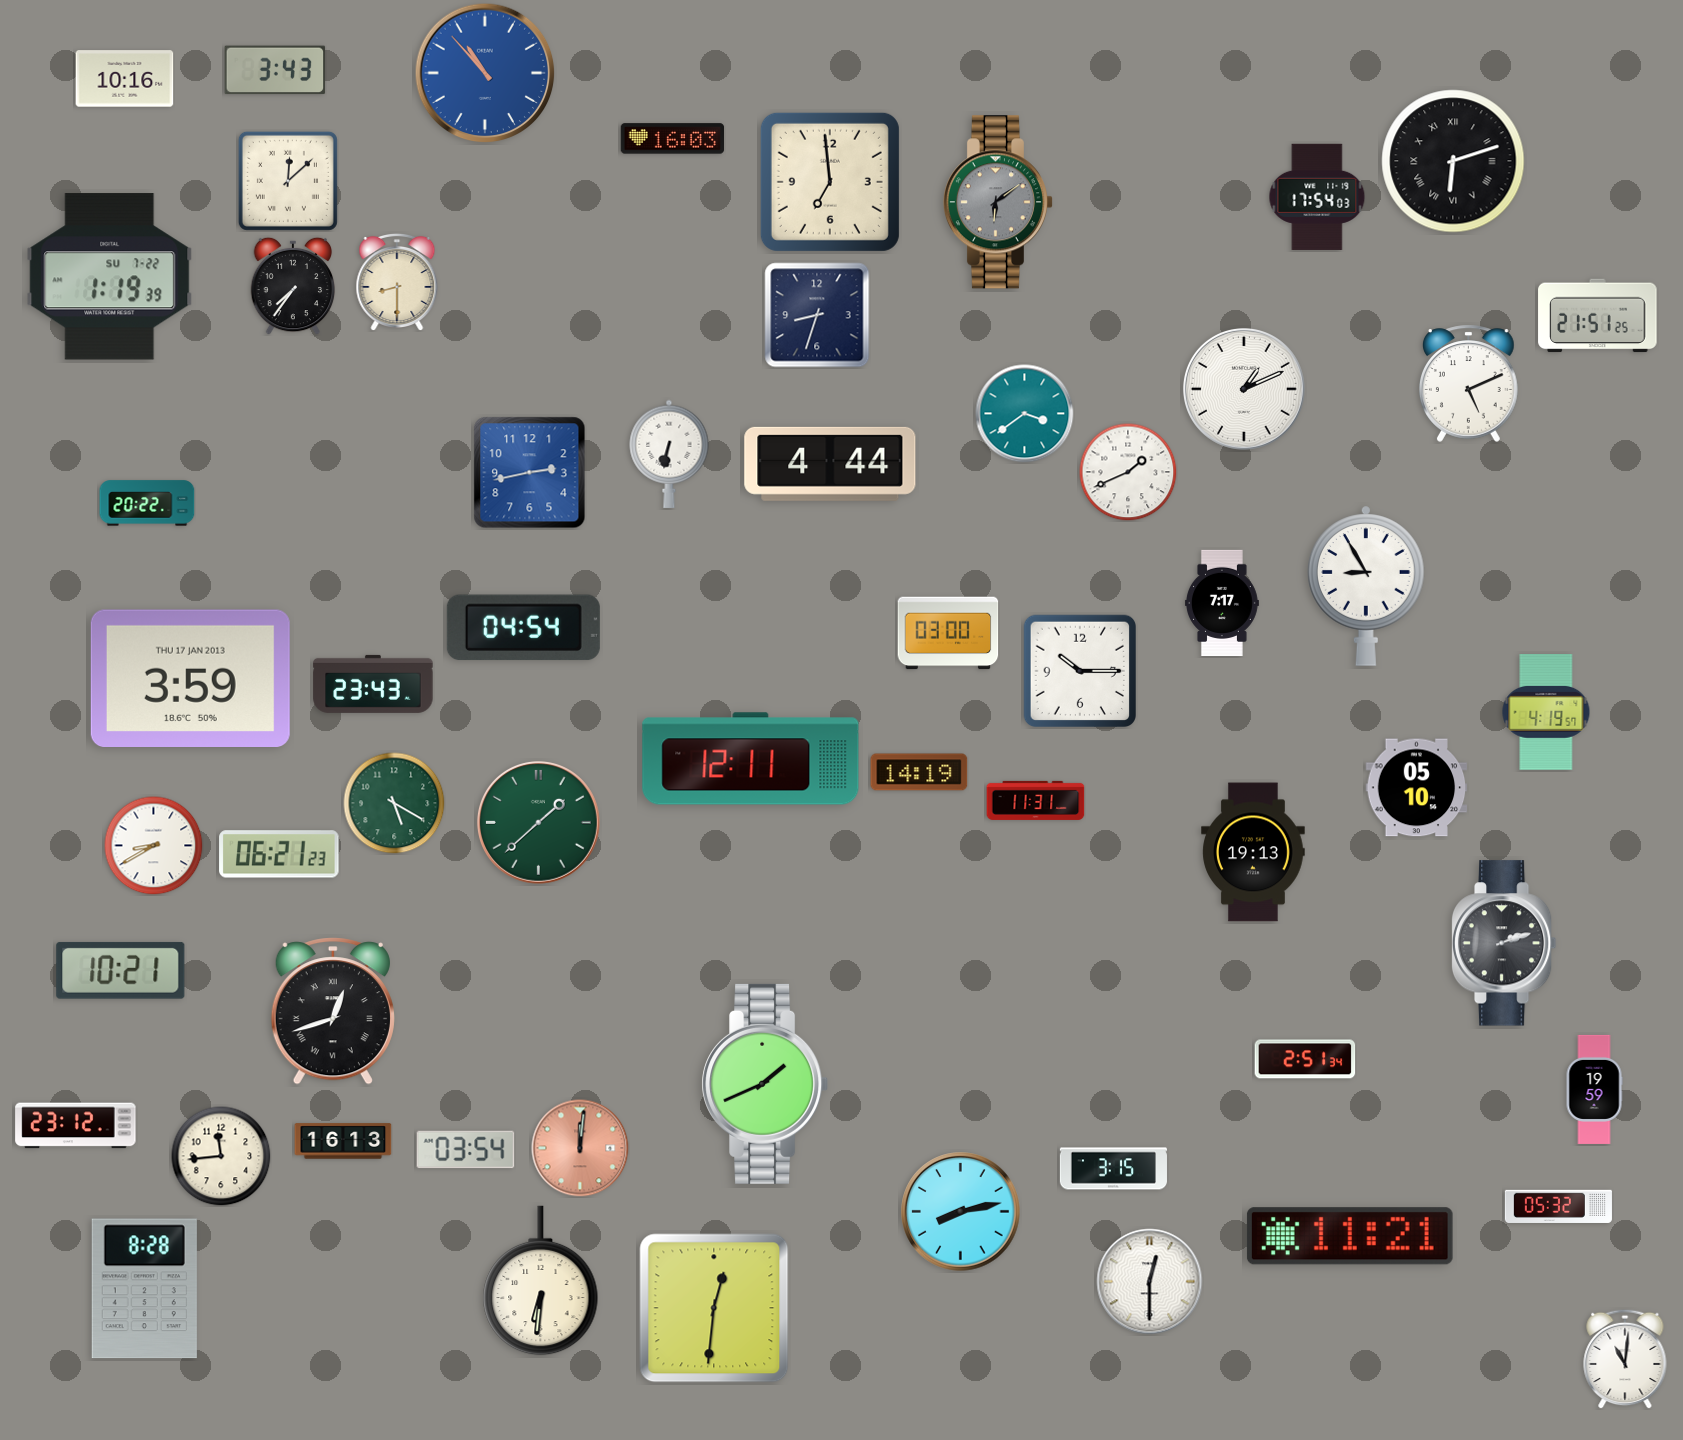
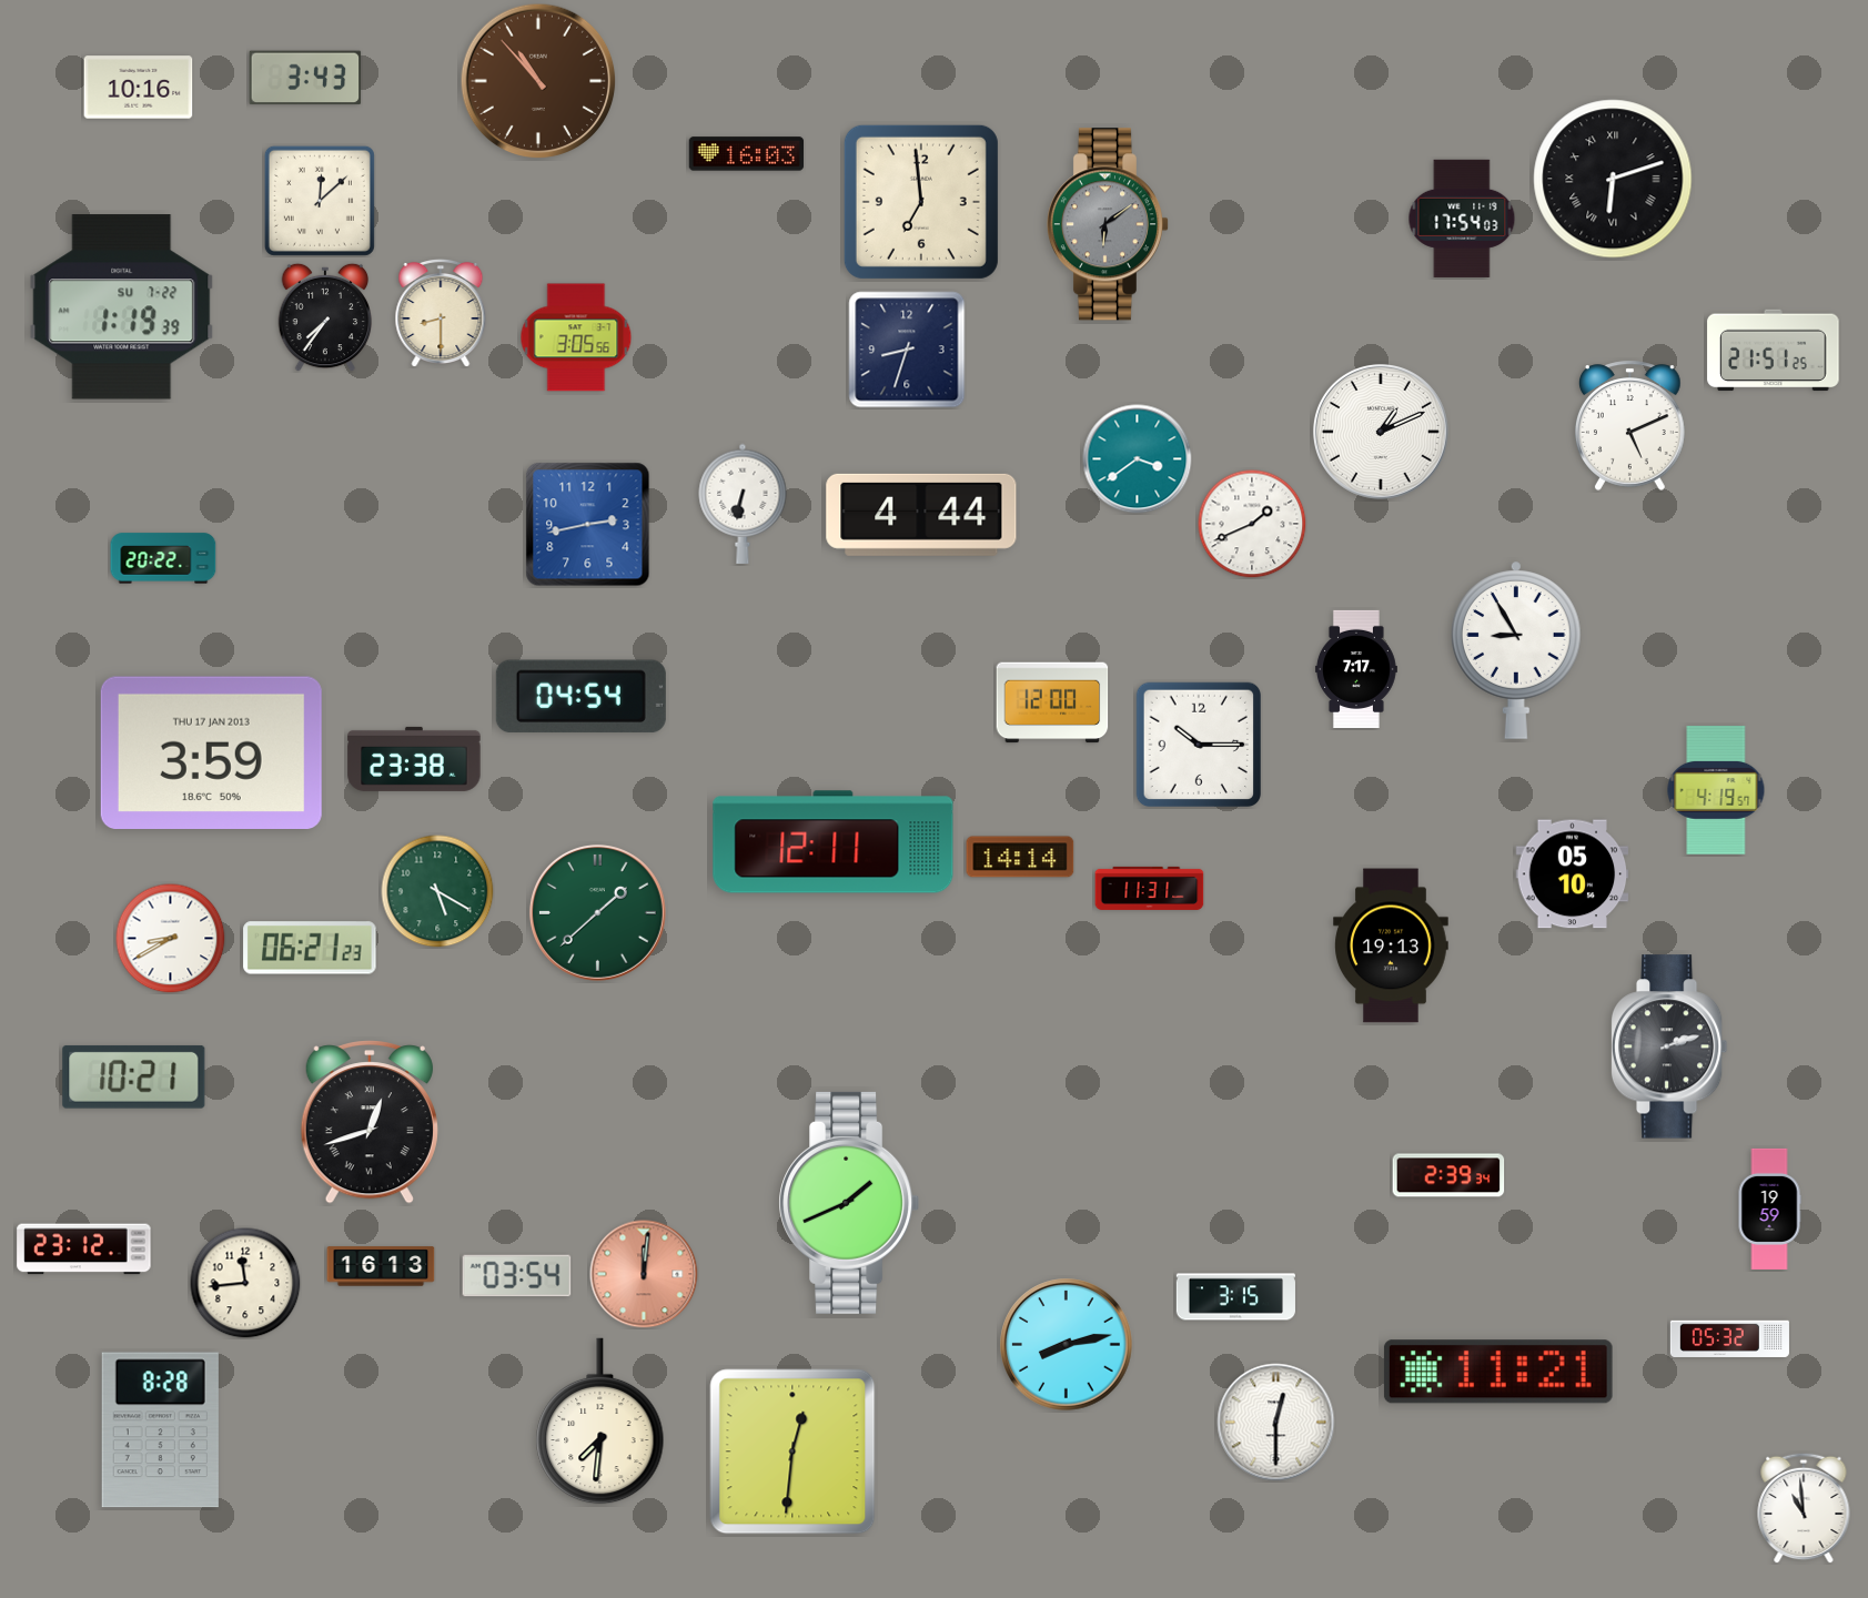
clock at (485, 73) dial: blue -> brown
clock at (576, 337): none -> 3:05
clock at (948, 633): 03:00 -> 12:00
clock at (373, 684): 23:43 -> 23:38
clock at (919, 772): 14:19 -> 14:14
clock at (1305, 1059): 2:51 -> 2:39
clock at (541, 1281): 6:31 -> 7:31
clock at (1625, 1359): 11:01 -> 10:59
